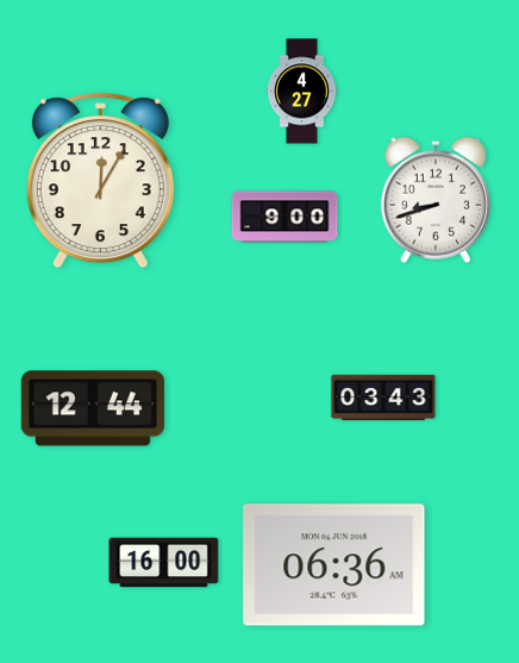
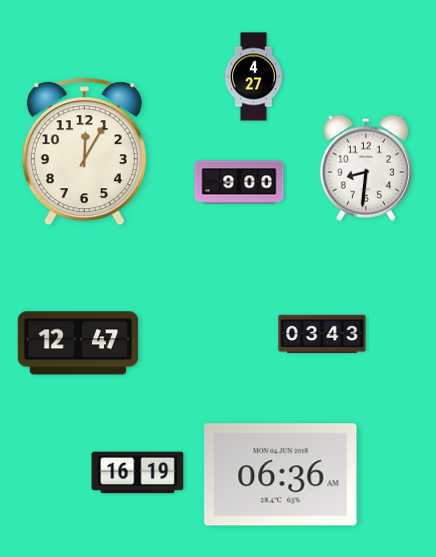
clock at (436, 200): 8:42 -> 8:31
clock at (93, 408): 12:44 -> 12:47
clock at (164, 563): 16:00 -> 16:19
